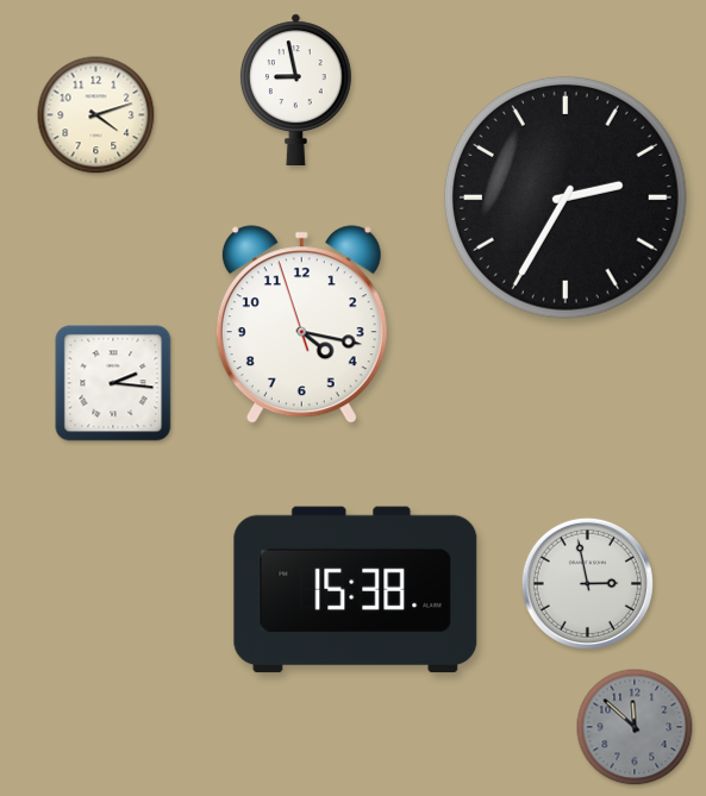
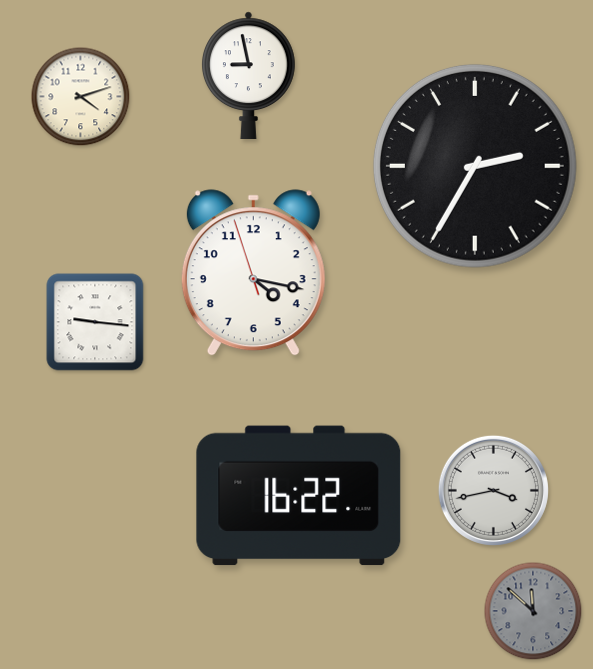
clock at (113, 383): 2:16 -> 9:16
clock at (587, 583): 2:58 -> 3:43
clock at (356, 590): 15:38 -> 16:22
